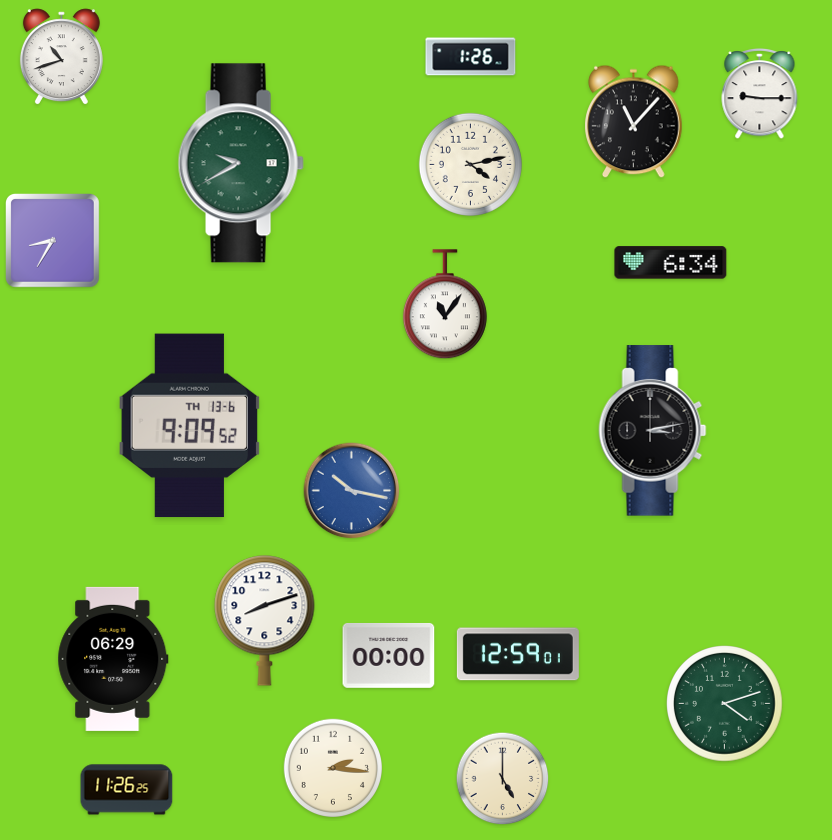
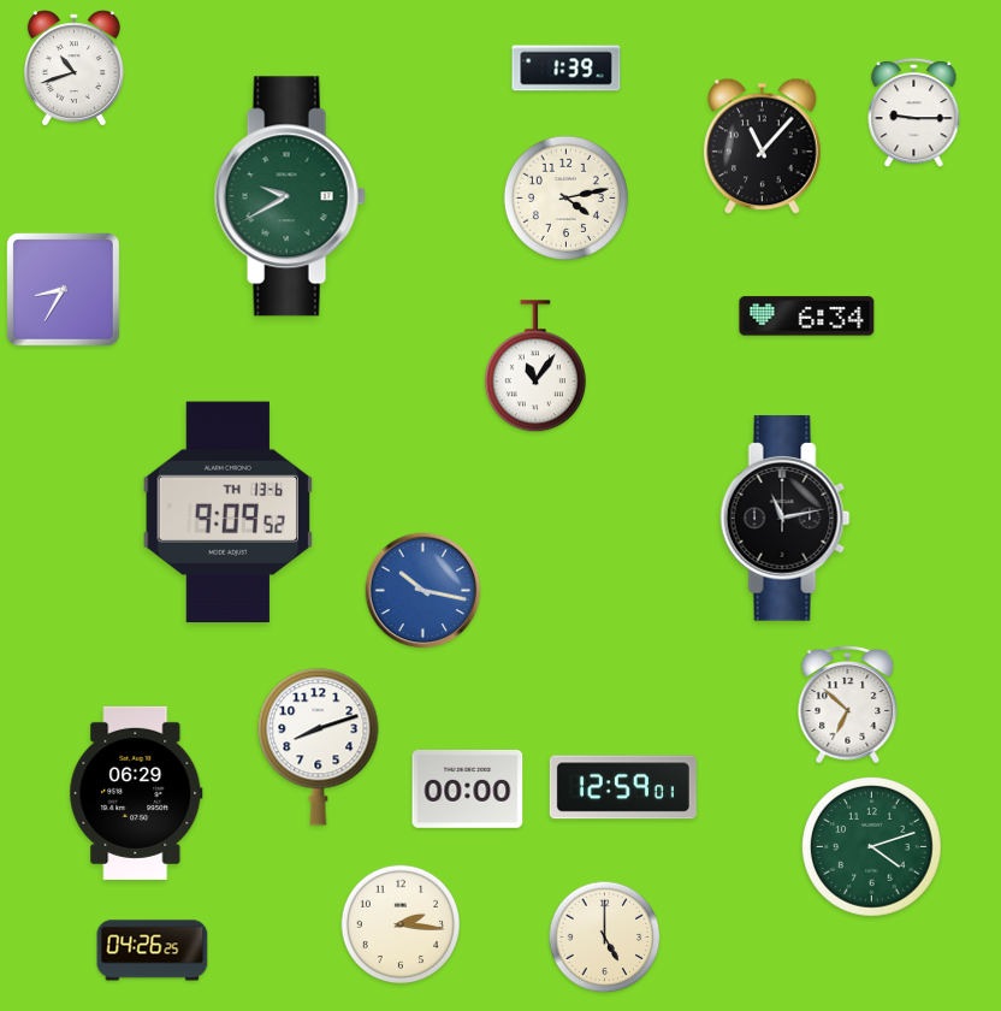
clock at (471, 57): 1:26 -> 1:39
clock at (653, 431): 3:13 -> 11:13
clock at (848, 705): none -> 6:52
clock at (127, 790): 11:26 -> 04:26
